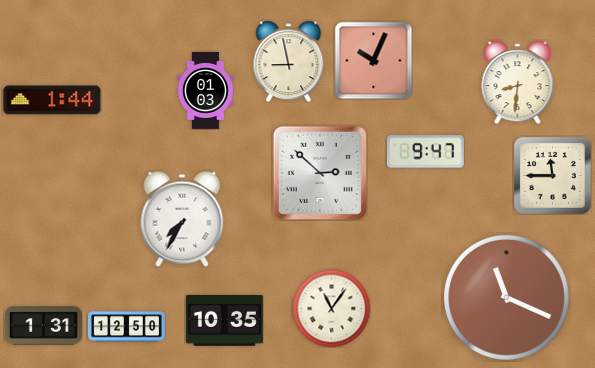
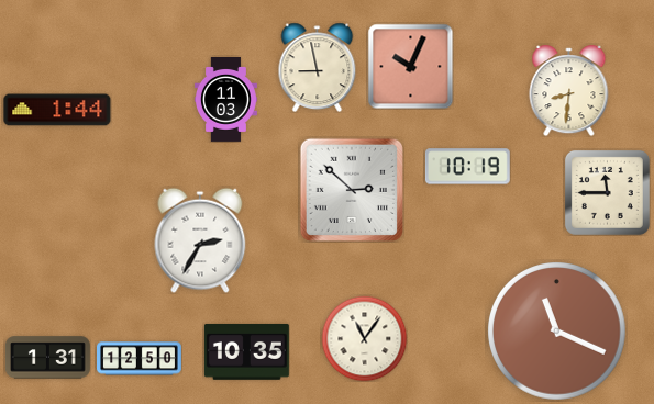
clock at (205, 91): 01:03 -> 11:03
clock at (425, 152): 9:47 -> 10:19
clock at (182, 219): 7:35 -> 2:35
clock at (507, 298) position: (507, 298) -> (557, 332)
